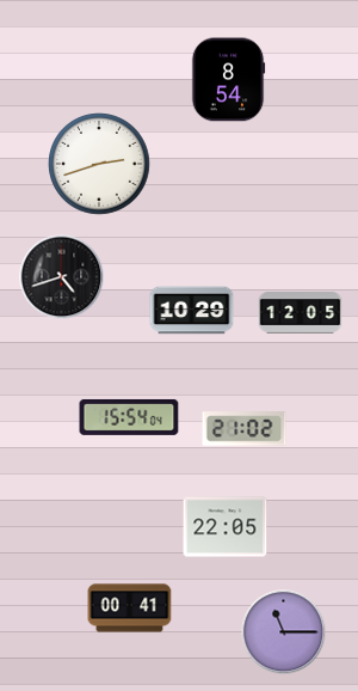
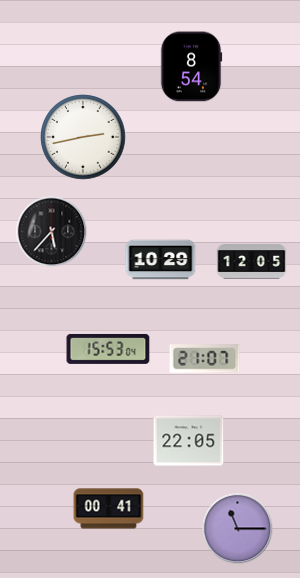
clock at (99, 164): 2:42 -> 2:43
clock at (62, 277): 4:42 -> 5:37
clock at (129, 417): 15:54 -> 15:53
clock at (245, 429): 21:02 -> 21:07
